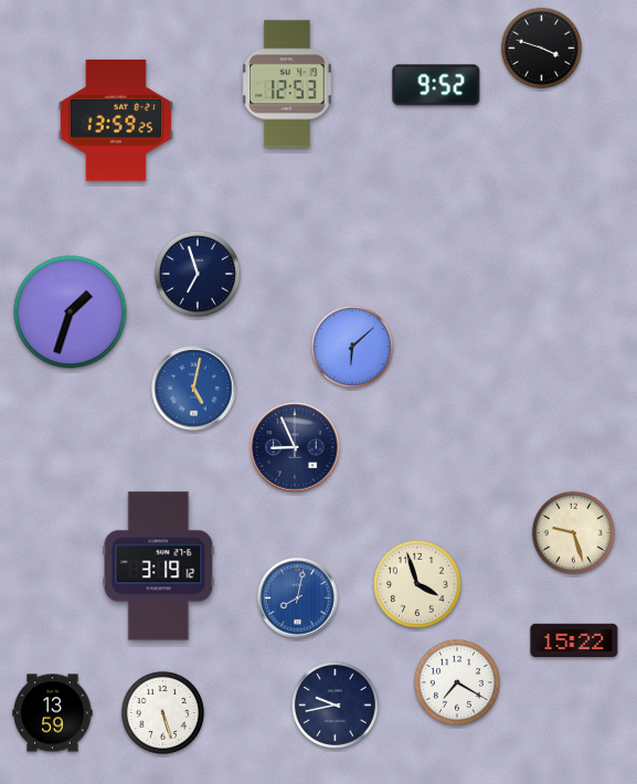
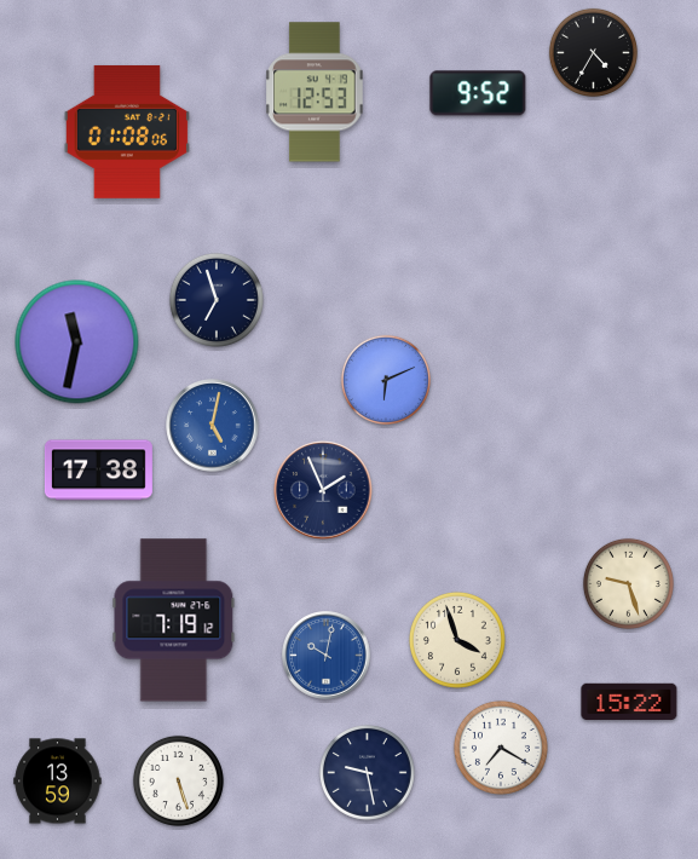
clock at (541, 47): 3:48 -> 4:35
clock at (115, 120): 13:59 -> 01:08
clock at (71, 312): 1:33 -> 11:32
clock at (352, 347): 6:08 -> 6:11
clock at (98, 471): none -> 17:38
clock at (295, 447): 8:56 -> 1:56
clock at (159, 566): 3:19 -> 7:19
clock at (298, 598): 8:02 -> 10:02
clock at (335, 704): 9:43 -> 9:28
